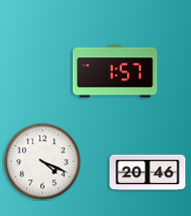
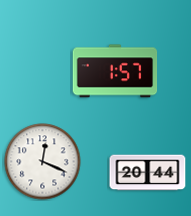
clock at (43, 162): 4:19 -> 12:19
clock at (148, 173): 20:46 -> 20:44
